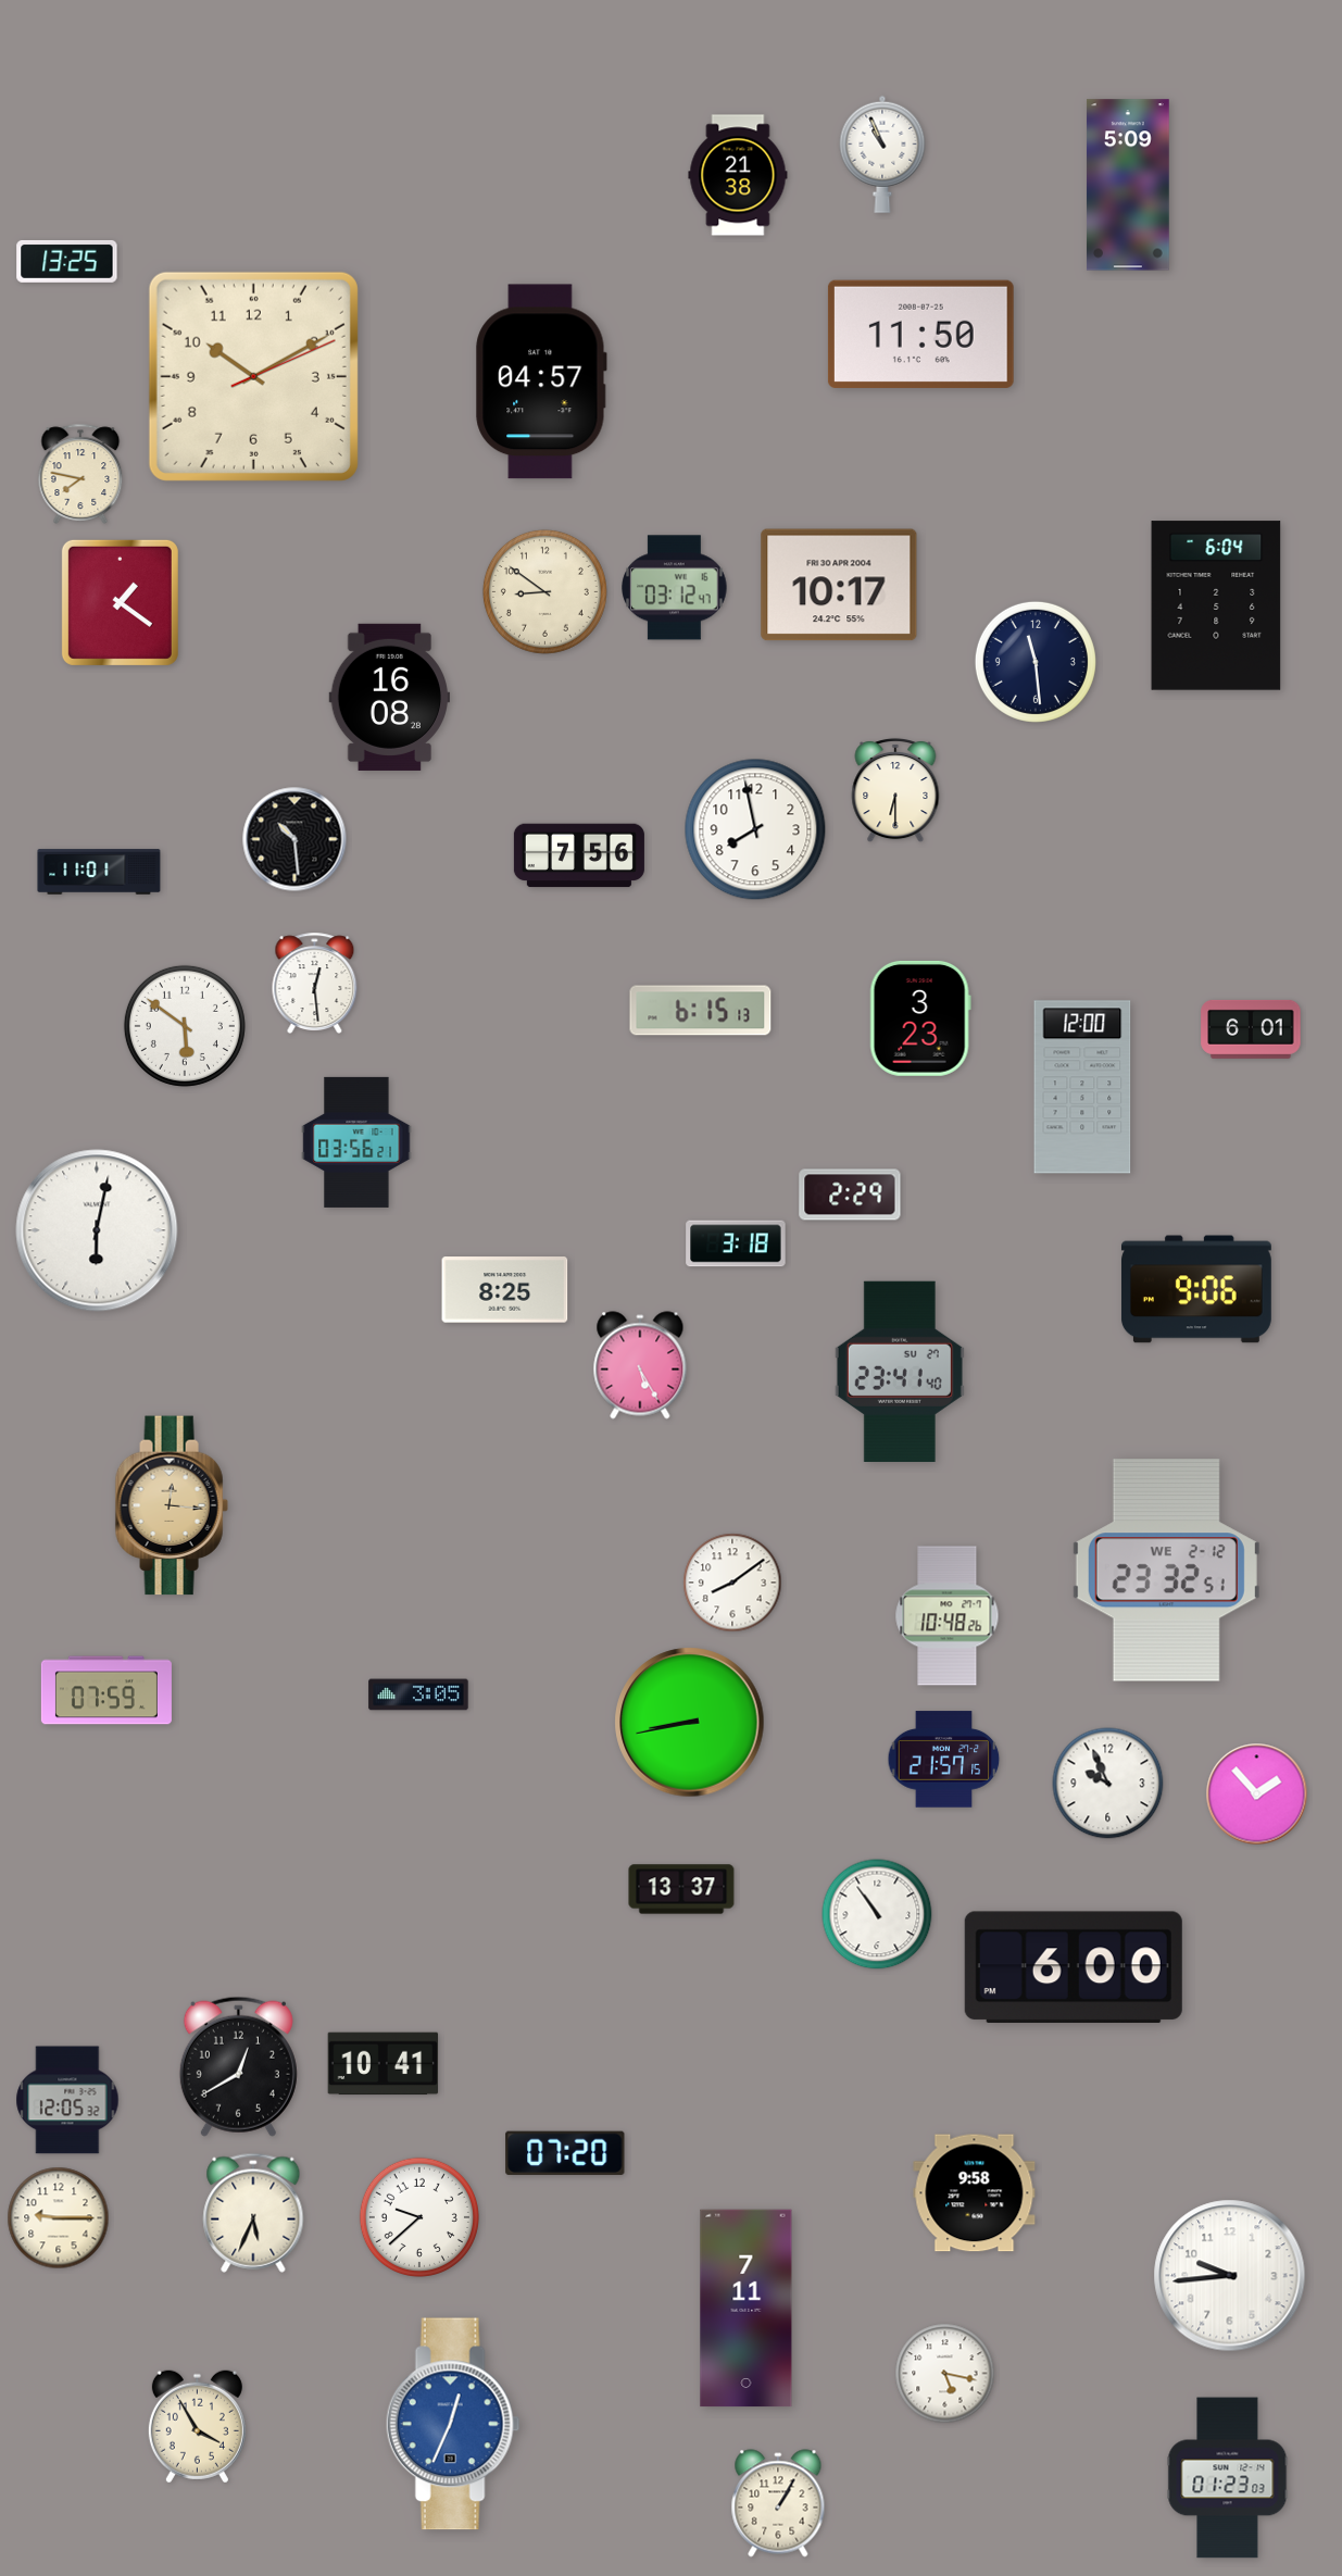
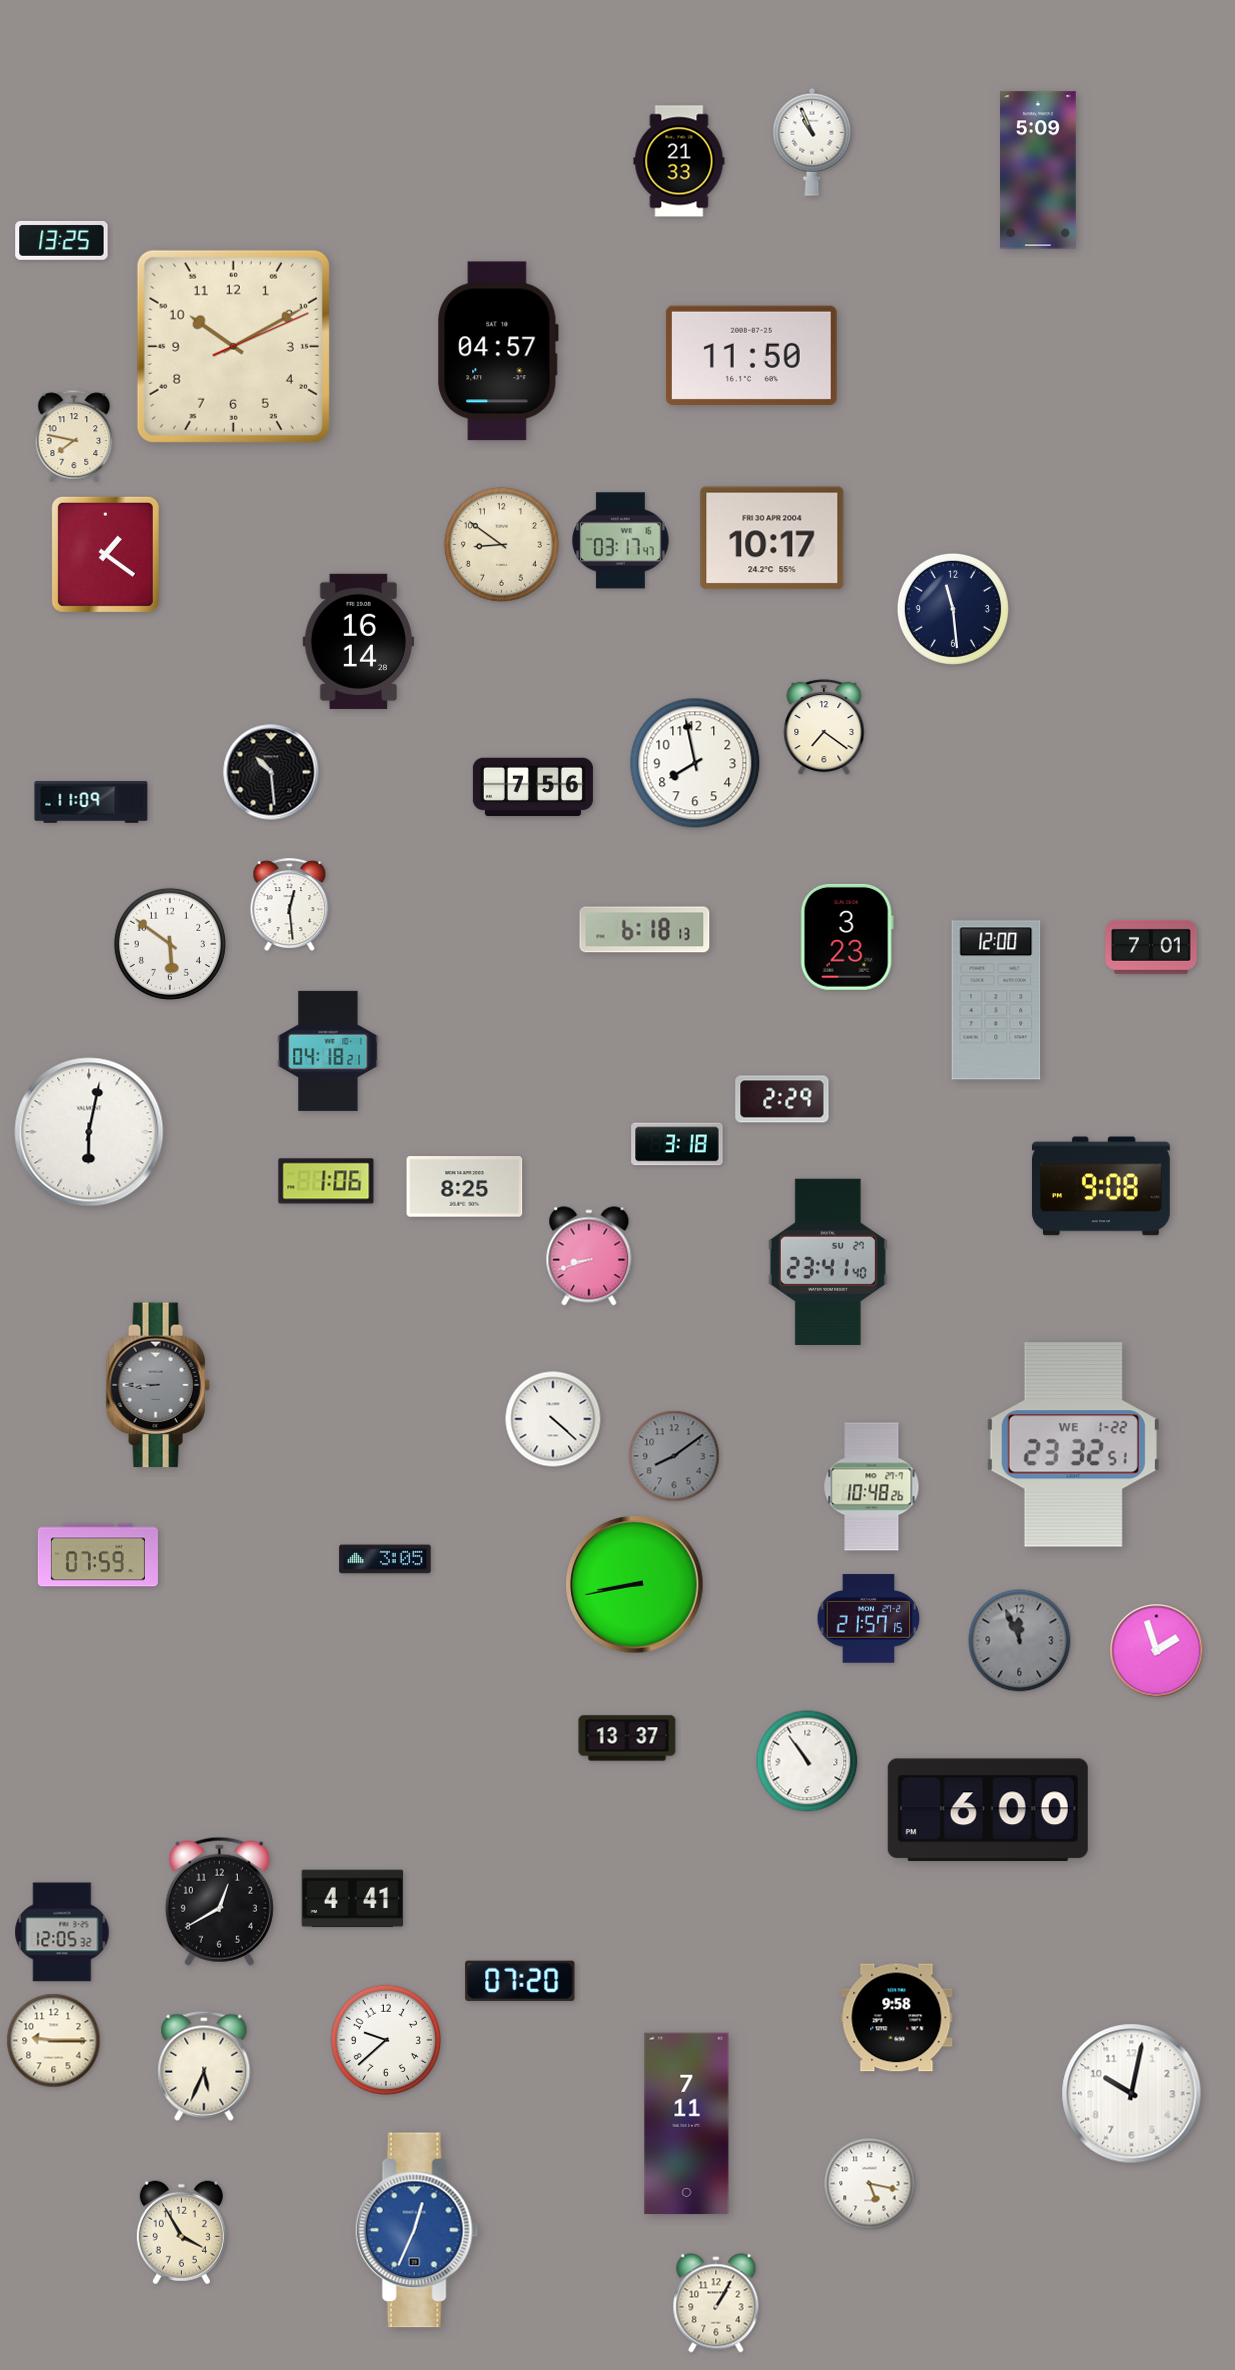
clock at (738, 175): 21:38 -> 21:33
clock at (920, 334) position: (920, 334) -> (751, 355)
clock at (675, 588): 03:12 -> 03:17
clock at (120, 602) position: (120, 602) -> (105, 554)
clock at (1216, 605): 6:04 -> none
clock at (390, 697): 16:08 -> 16:14
clock at (895, 790): 6:30 -> 7:21
clock at (99, 872): 11:01 -> 11:09
clock at (701, 1011): 6:15 -> 6:18
clock at (1251, 1029): 6:01 -> 7:01
clock at (356, 1142): 03:56 -> 04:18
clock at (326, 1181): none -> 1:06
clock at (1196, 1289): 9:06 -> 9:08
clock at (640, 1365): 5:25 -> 8:42
clock at (172, 1505): 12:16 -> 8:45
clock at (172, 1505) dial: champagne -> grey
clock at (553, 1419): none -> 4:22
clock at (1166, 1571) date: WE 2-12 -> WE 1-22
clock at (732, 1583) dial: white -> grey
clock at (1108, 1784): 9:56 -> 11:56
clock at (1108, 1784) dial: white -> grey
clock at (1257, 1795): 1:53 -> 1:57
clock at (384, 2064): 10:41 -> 4:41
clock at (253, 2213) position: (253, 2213) -> (204, 2066)
clock at (1230, 2276): 9:44 -> 10:02
clock at (1228, 2478): 01:23 -> none
